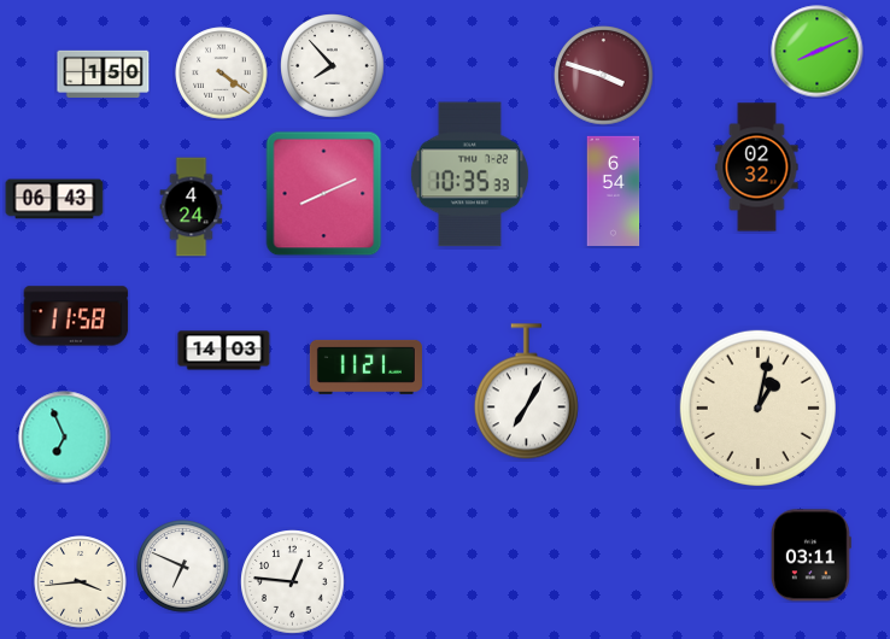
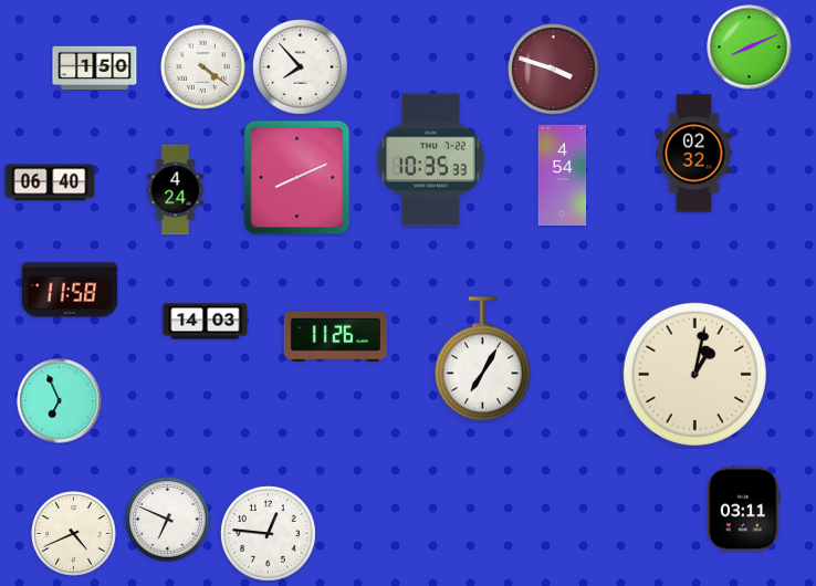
clock at (333, 66) position: (333, 66) -> (301, 67)
clock at (614, 190): 6:54 -> 4:54
clock at (54, 199): 06:43 -> 06:40
clock at (365, 367): 11:21 -> 11:26
clock at (81, 582): 3:44 -> 4:41
